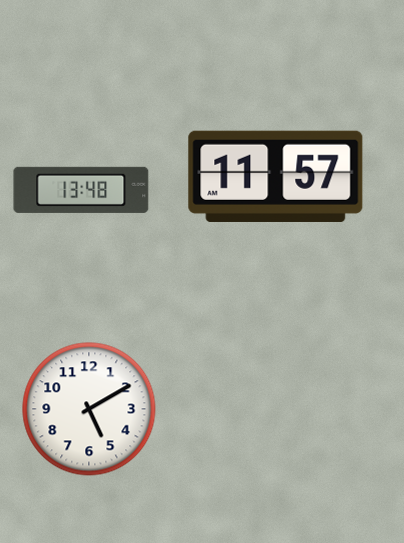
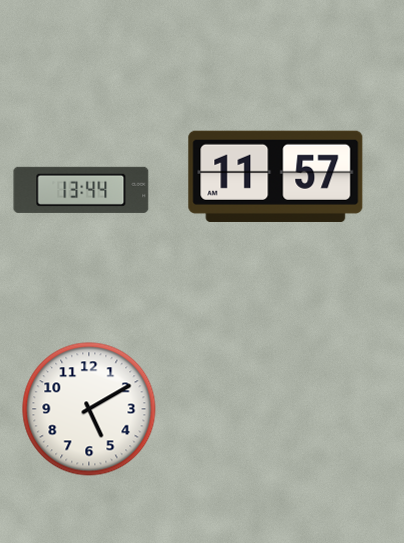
clock at (81, 190): 13:48 -> 13:44
